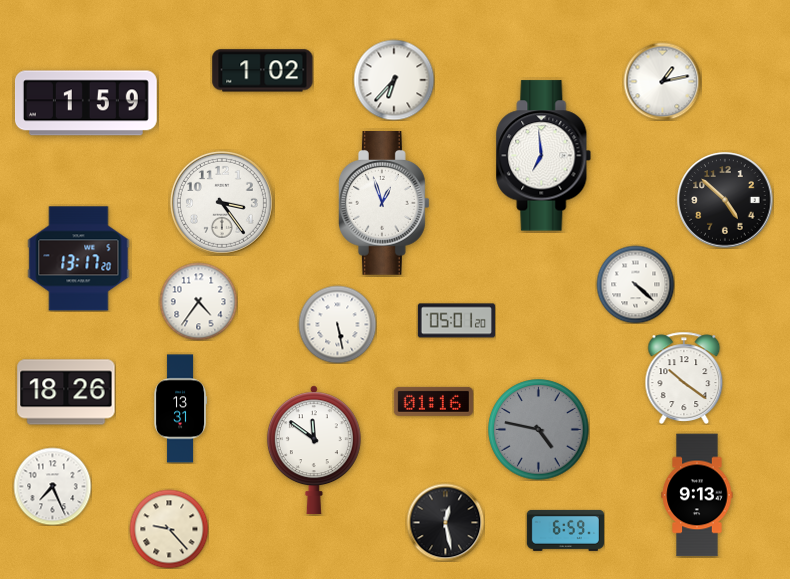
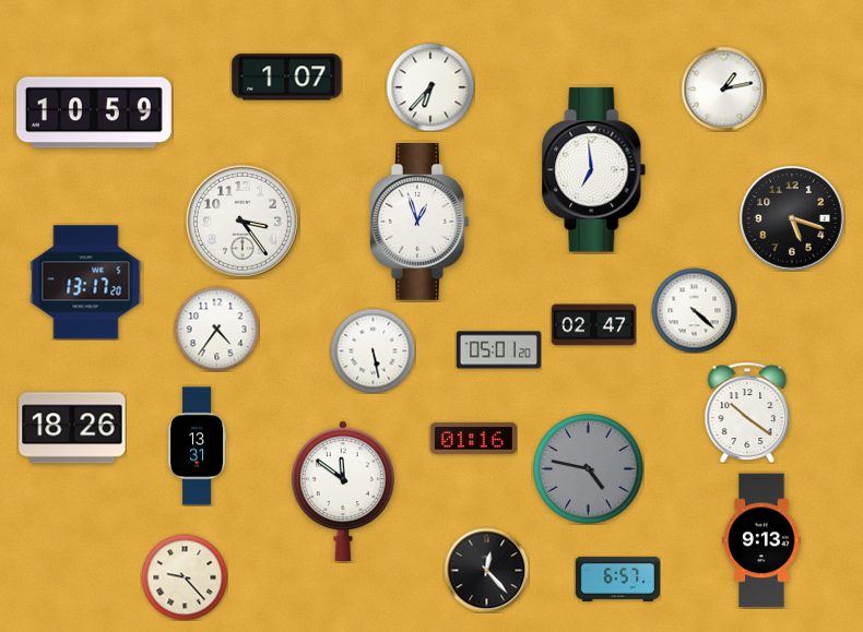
clock at (263, 71): 1:02 -> 1:07
clock at (86, 103): 1:59 -> 10:59
clock at (725, 200): 4:52 -> 5:18
clock at (593, 325): none -> 02:47
clock at (337, 324) position: (337, 324) -> (373, 350)
clock at (52, 486): 7:26 -> none
clock at (445, 522): 12:28 -> 12:23
clock at (565, 530): 6:59 -> 6:57
